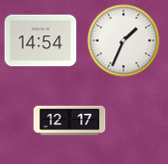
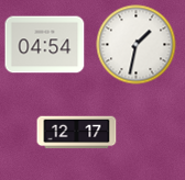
clock at (41, 41): 14:54 -> 04:54
clock at (124, 41): 1:34 -> 1:32
